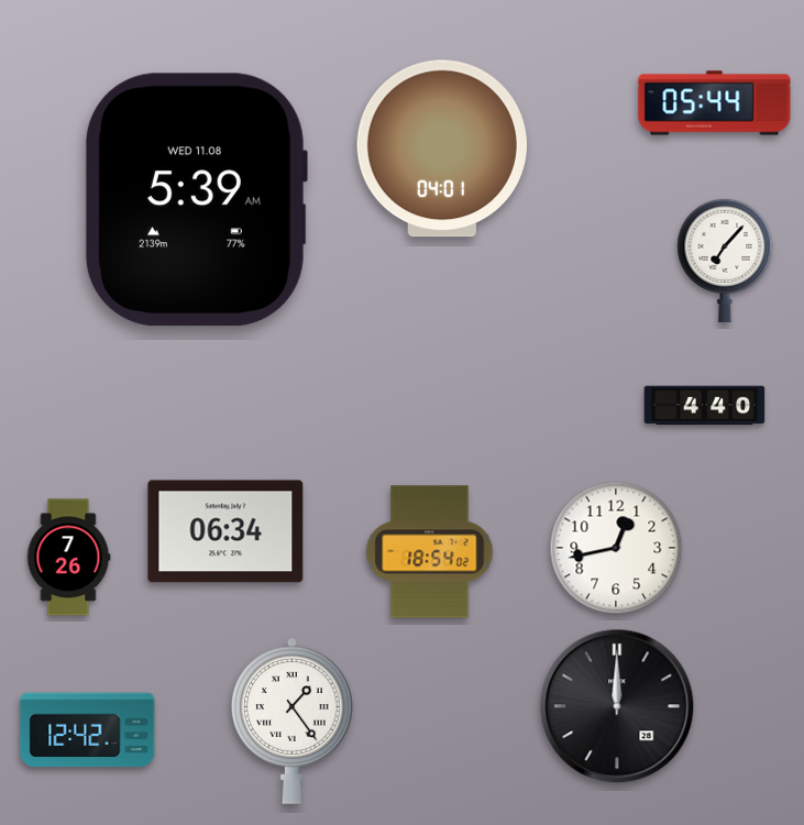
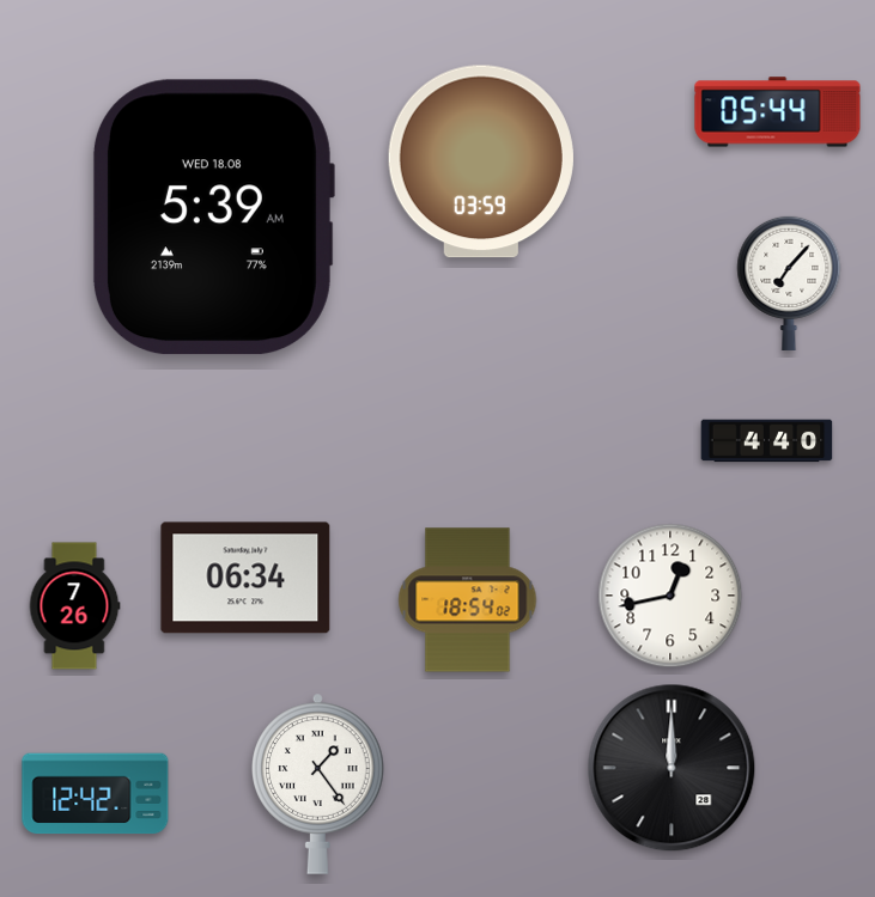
clock at (442, 148): 04:01 -> 03:59
clock at (196, 200) date: WED 11.08 -> WED 18.08
